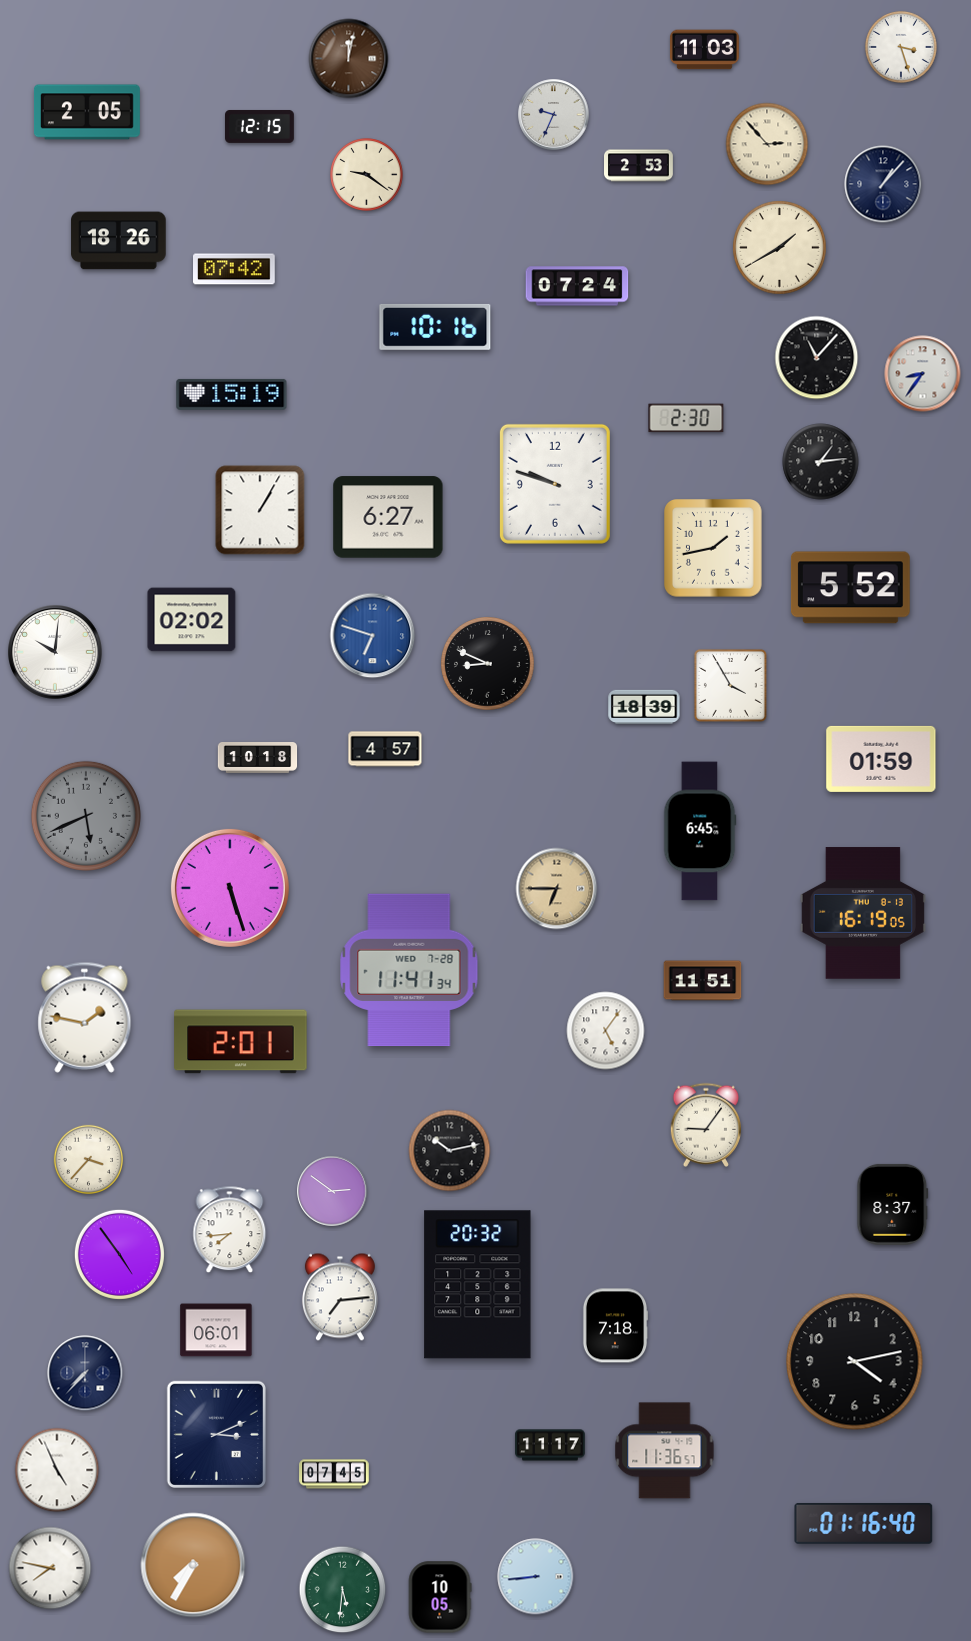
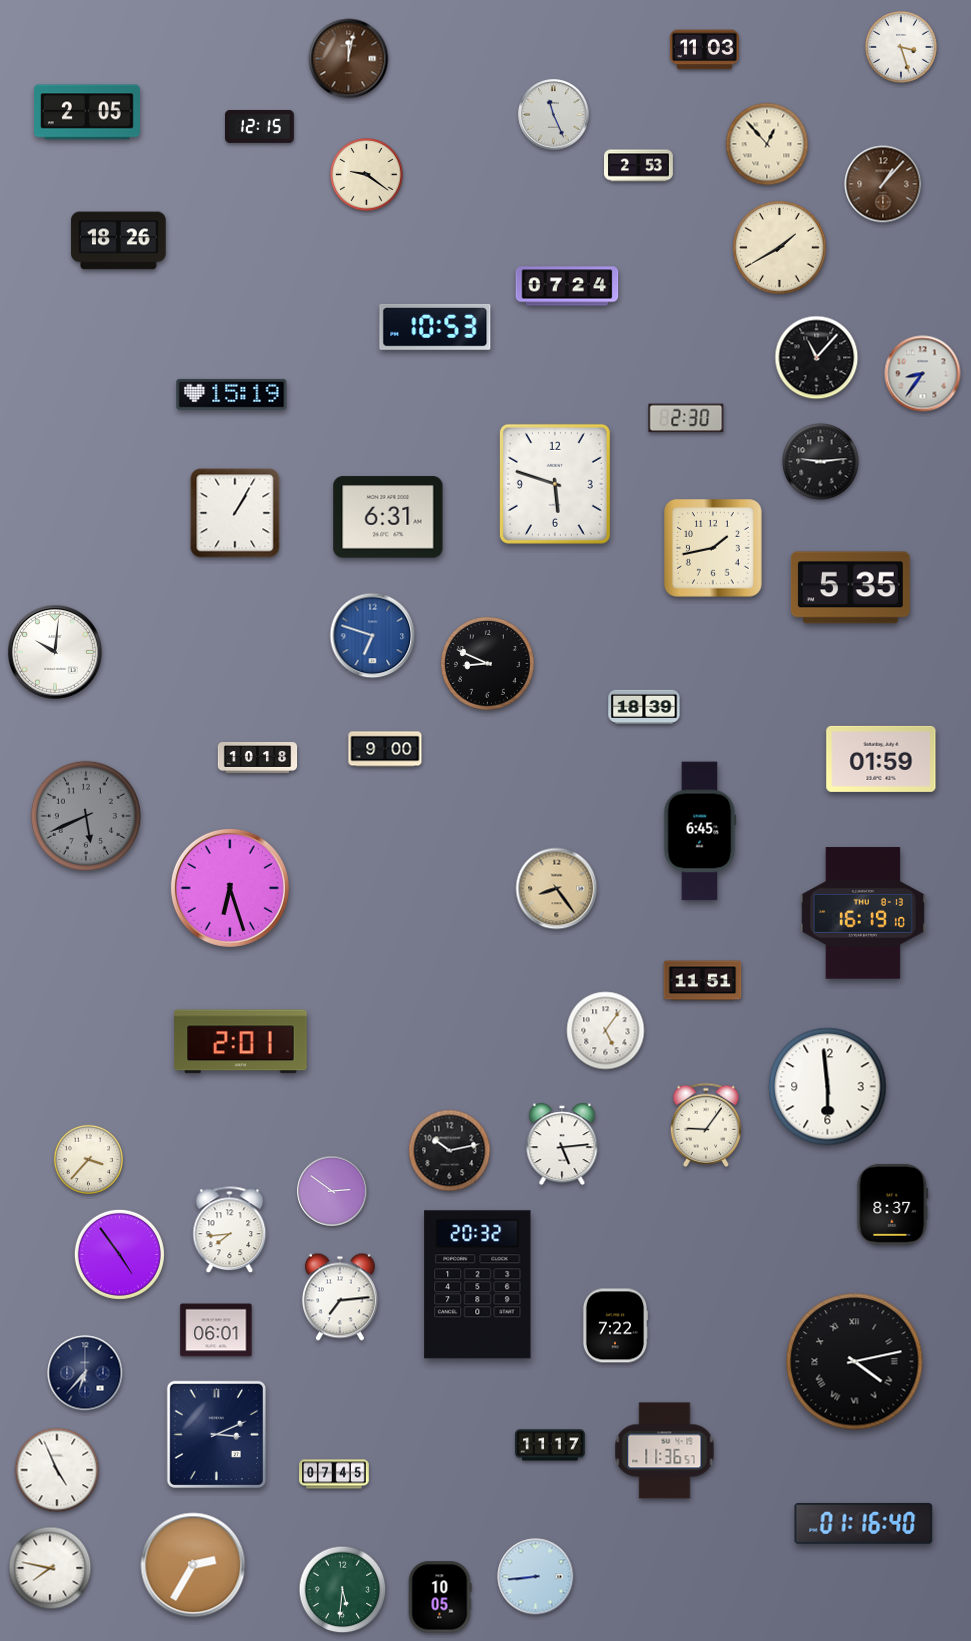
clock at (554, 115): 9:34 -> 11:26
clock at (767, 144): 2:53 -> 12:53
clock at (883, 184) dial: navy -> brown
clock at (235, 269): 07:42 -> none
clock at (577, 286) position: (577, 286) -> (567, 286)
clock at (435, 327): 10:16 -> 10:53
clock at (821, 462): 1:14 -> 9:14
clock at (555, 484): 9:48 -> 5:48
clock at (260, 510) position: (260, 510) -> (235, 513)
clock at (388, 517): 6:27 -> 6:31
clock at (850, 588): 5:52 -> 5:35
clock at (192, 620): 02:02 -> none
clock at (730, 685): 3:55 -> none
clock at (385, 749): 4:57 -> 9:00
clock at (230, 888): 5:27 -> 6:27
clock at (557, 889): 6:45 -> 8:24
clock at (863, 913): 16:19:05 -> 16:19:10
clock at (409, 970): 11:41 -> none
clock at (85, 1017): 1:47 -> none
clock at (828, 1087): none -> 5:59
clock at (562, 1144): none -> 5:14
clock at (615, 1326): 7:18 -> 7:22
clock at (855, 1362) numerals: Arabic -> Roman
clock at (85, 1373): 7:37 -> 6:37
clock at (193, 1565): 7:35 -> 2:35
